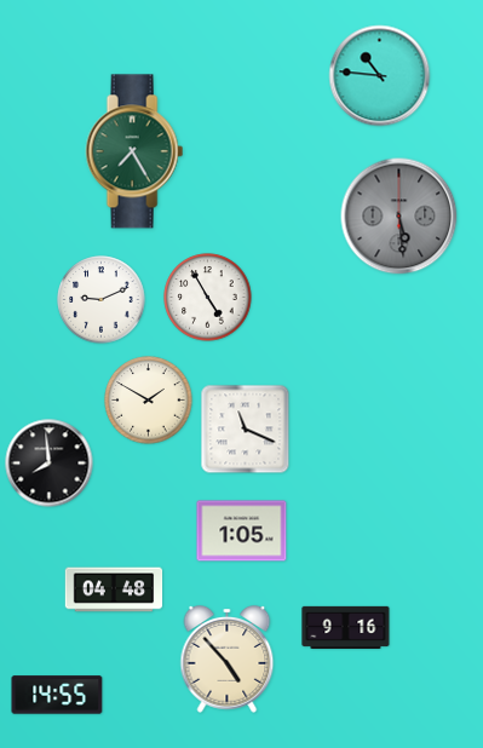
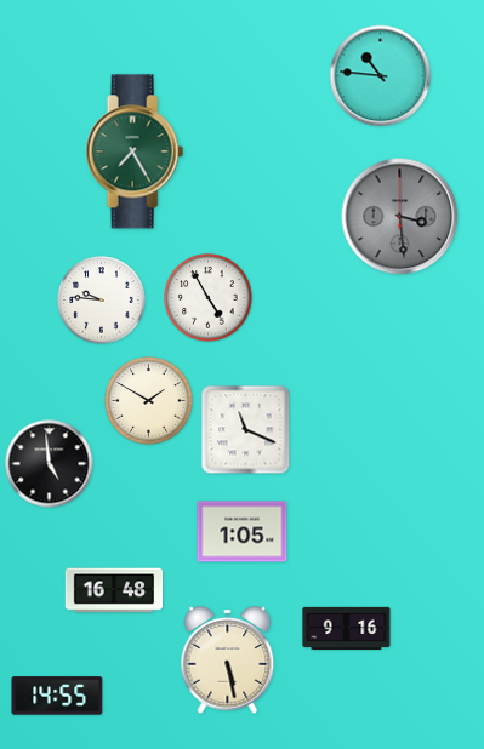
clock at (399, 217): 5:29 -> 3:29
clock at (102, 300): 9:11 -> 9:46
clock at (50, 464): 7:59 -> 4:59
clock at (114, 589): 04:48 -> 16:48
clock at (228, 660): 4:53 -> 5:28
